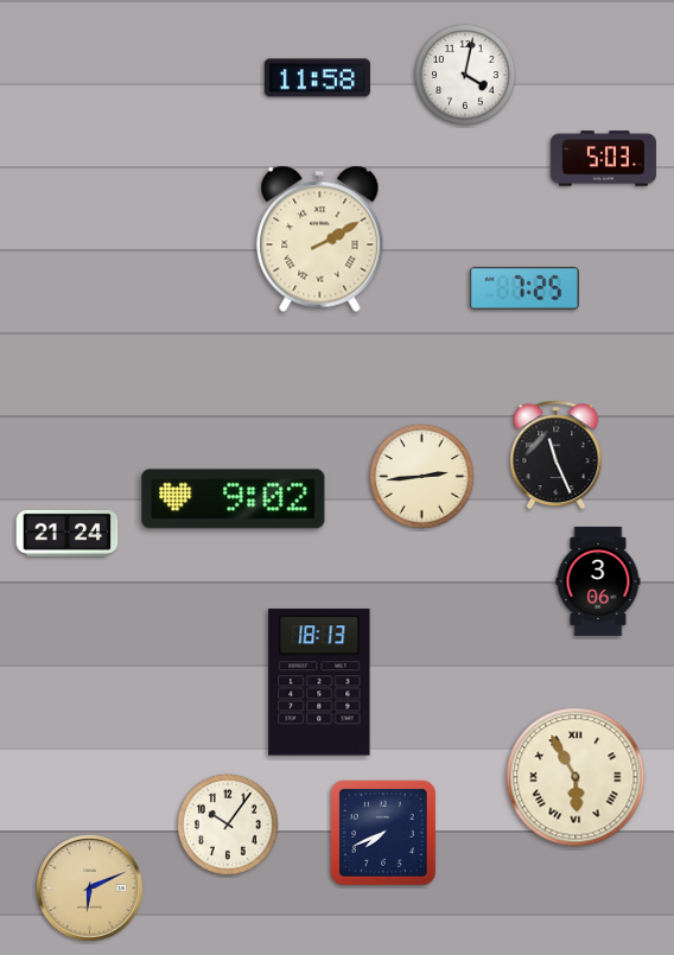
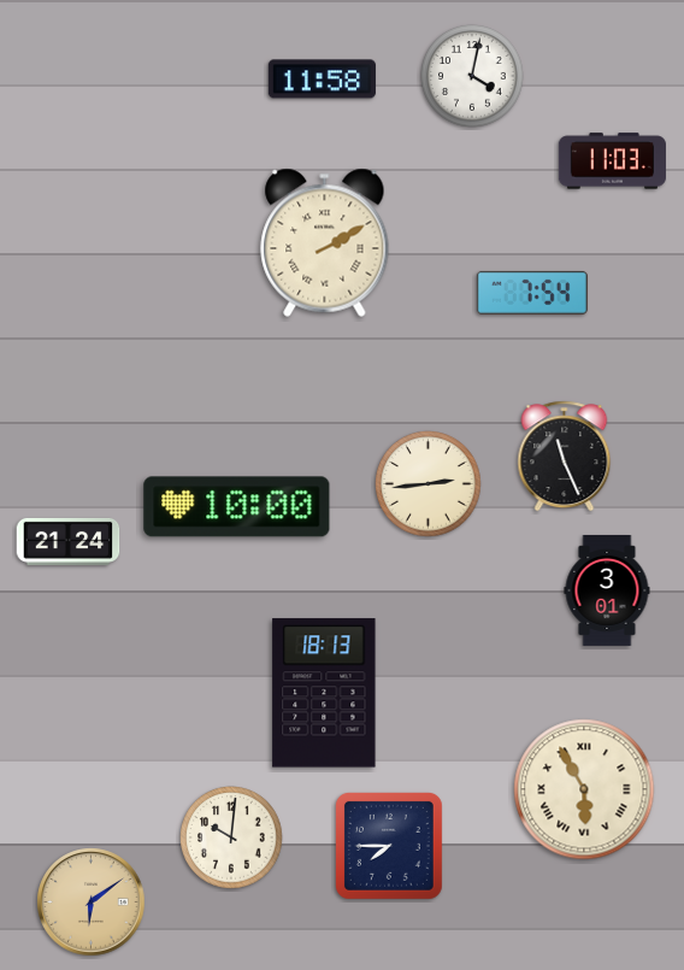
clock at (603, 159): 5:03 -> 11:03
clock at (524, 288): 7:25 -> 7:54
clock at (557, 456) position: (557, 456) -> (565, 457)
clock at (234, 499): 9:02 -> 10:00
clock at (598, 581): 3:06 -> 3:01
clock at (228, 825): 10:06 -> 10:01
clock at (383, 833): 7:41 -> 7:45
clock at (90, 889): 6:11 -> 6:09
